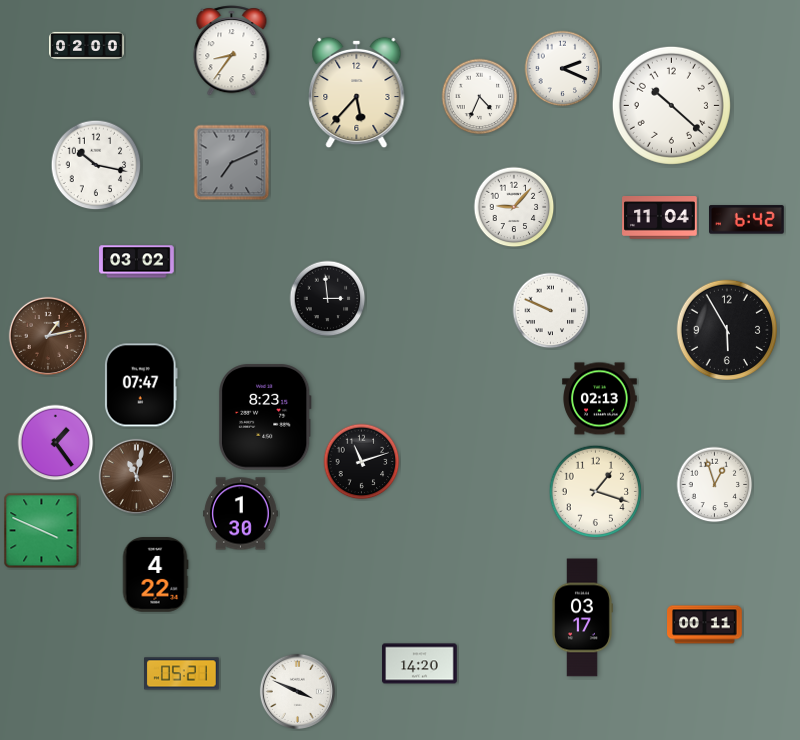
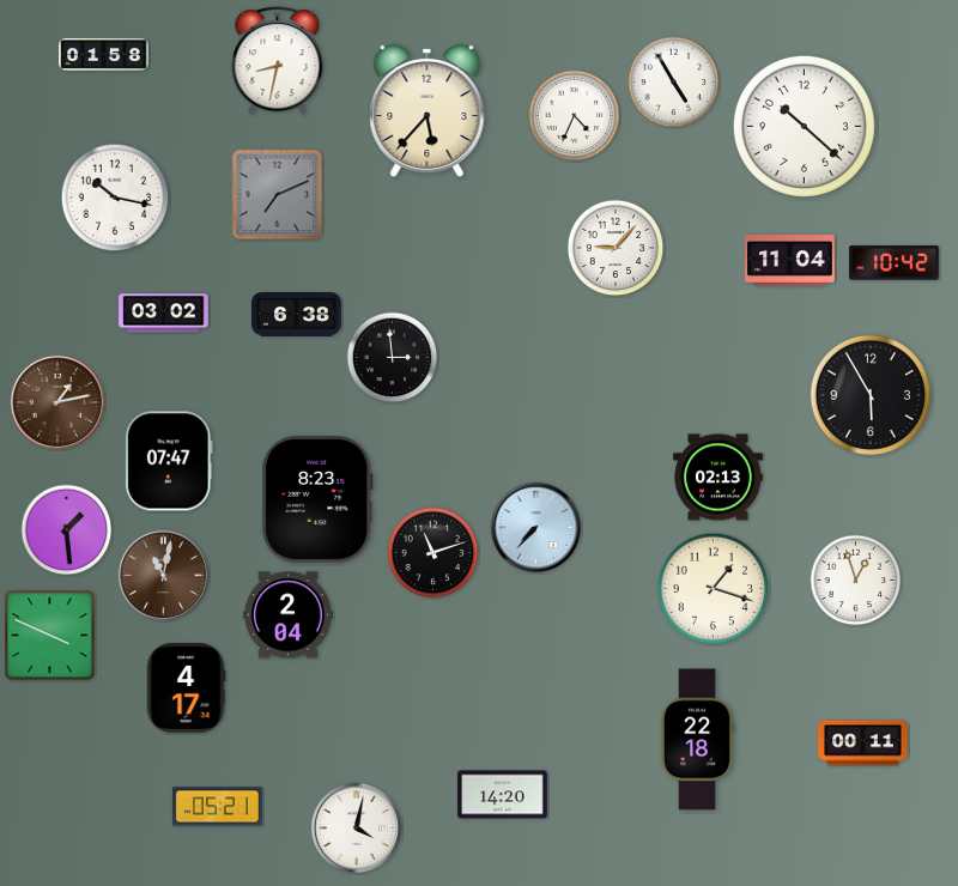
clock at (87, 45): 02:00 -> 01:58
clock at (232, 51): 8:36 -> 8:32
clock at (563, 69): 2:19 -> 4:55
clock at (747, 220): 6:42 -> 10:42
clock at (297, 315): none -> 6:38
clock at (551, 311): 9:49 -> none
clock at (535, 527): none -> 7:37
clock at (56, 443): 1:24 -> 1:29
clock at (136, 476) position: (136, 476) -> (163, 575)
clock at (241, 514): 1:30 -> 2:04
clock at (155, 575): 4:22 -> 4:17
clock at (582, 618): 03:17 -> 22:18
clock at (705, 625) position: (705, 625) -> (863, 744)
clock at (297, 691): 3:49 -> 4:02
